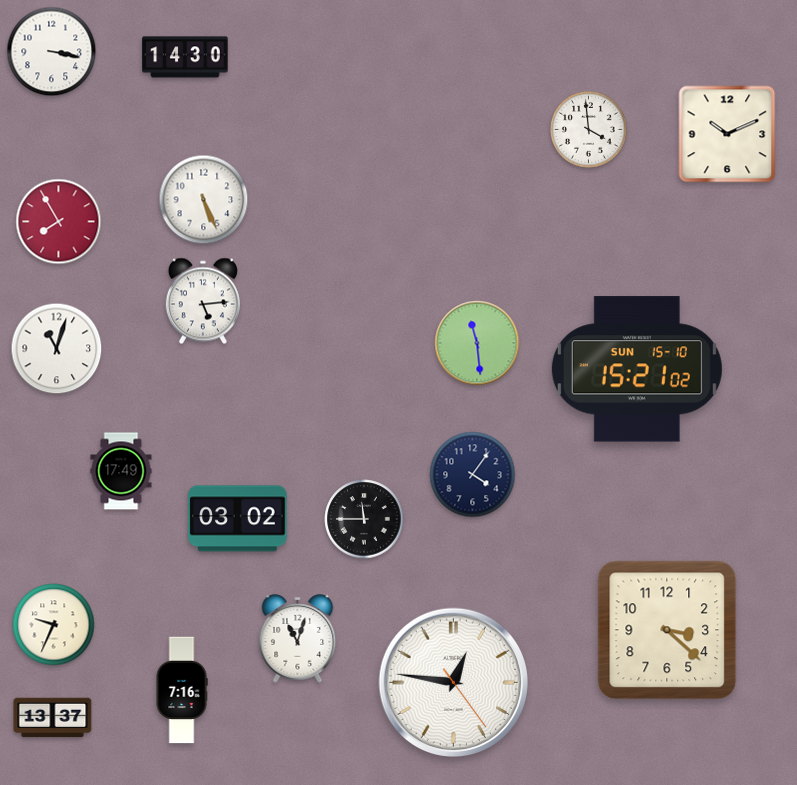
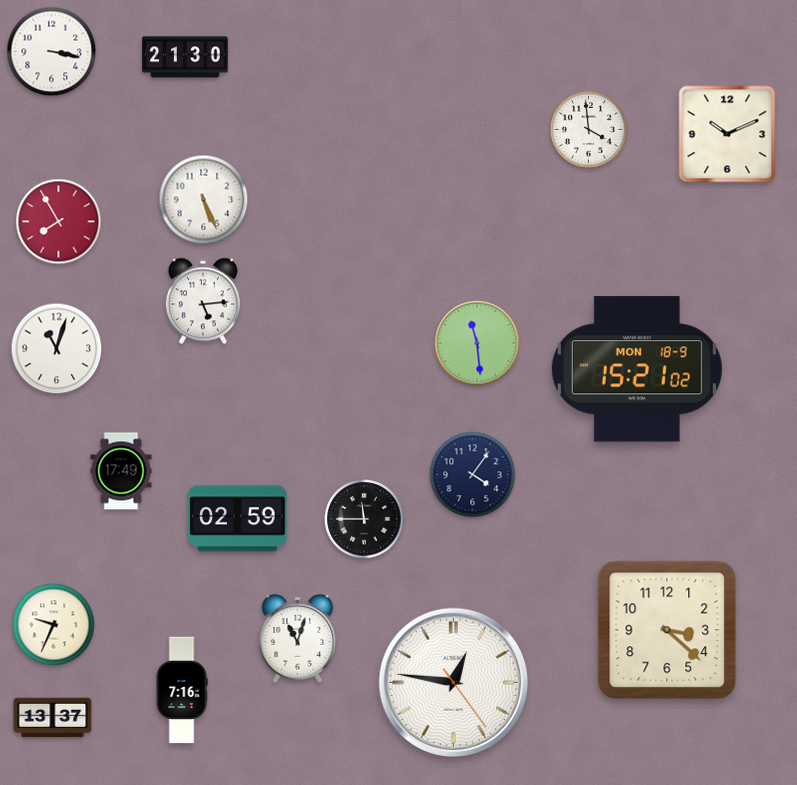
clock at (185, 57): 14:30 -> 21:30
clock at (637, 369) date: SUN 15-10 -> MON 18-9
clock at (238, 519): 03:02 -> 02:59
